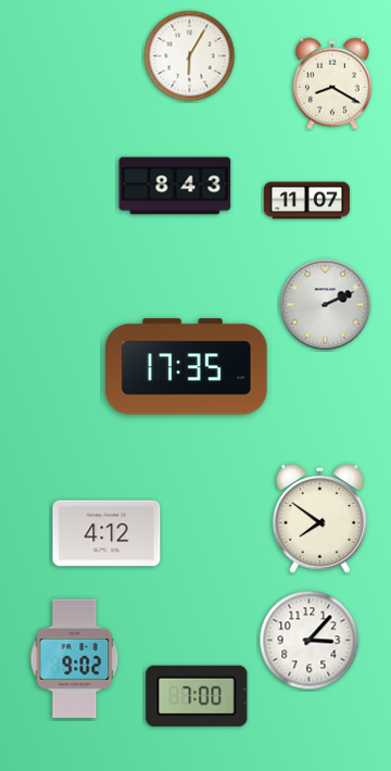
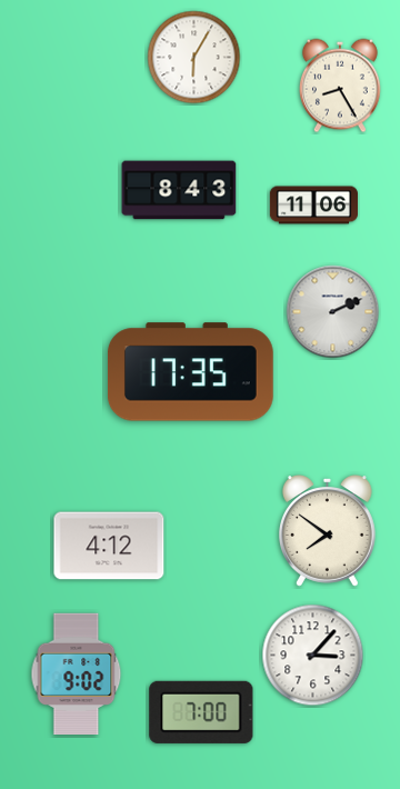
clock at (332, 84): 8:20 -> 8:25
clock at (306, 201): 11:07 -> 11:06
clock at (186, 367) position: (186, 367) -> (190, 372)
clock at (310, 641) position: (310, 641) -> (313, 656)
